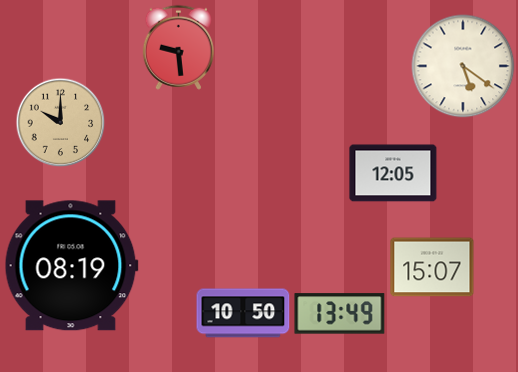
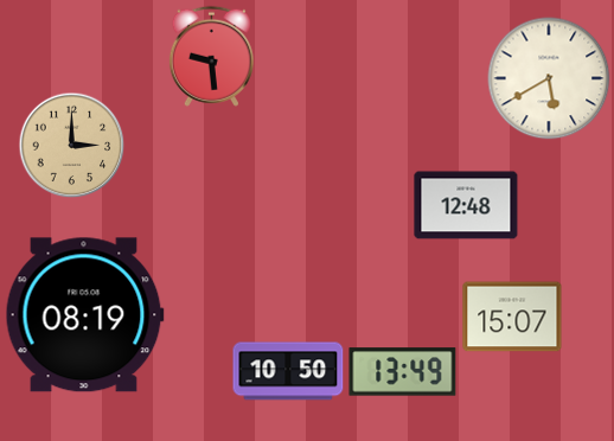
clock at (463, 66): 5:21 -> 5:40
clock at (60, 122): 10:00 -> 3:00
clock at (393, 173): 12:05 -> 12:48
